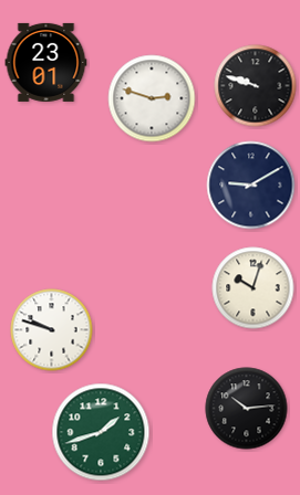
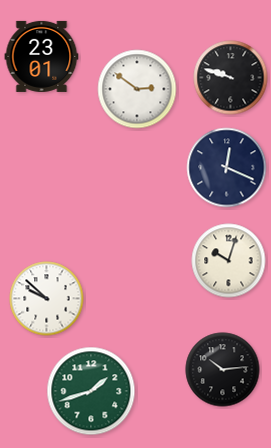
clock at (152, 98): 2:48 -> 2:51
clock at (251, 186): 9:10 -> 12:19
clock at (52, 330): 9:48 -> 9:52
